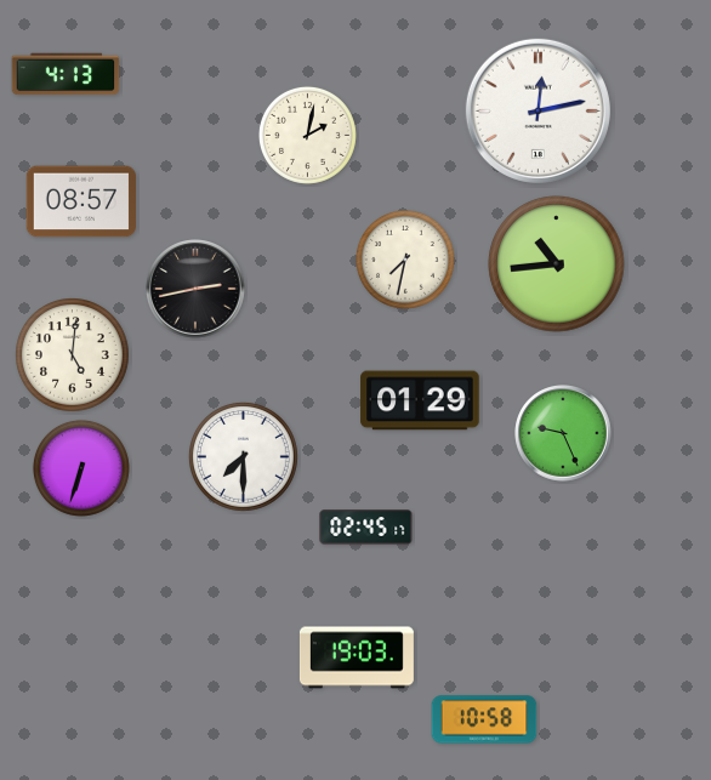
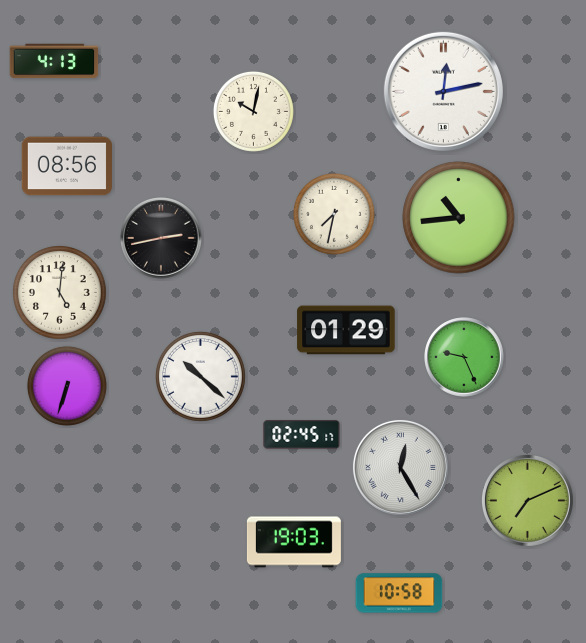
clock at (307, 135): 2:02 -> 10:02
clock at (80, 201): 08:57 -> 08:56
clock at (244, 457): 7:30 -> 10:22
clock at (400, 467): none -> 12:25
clock at (527, 500): none -> 7:11
